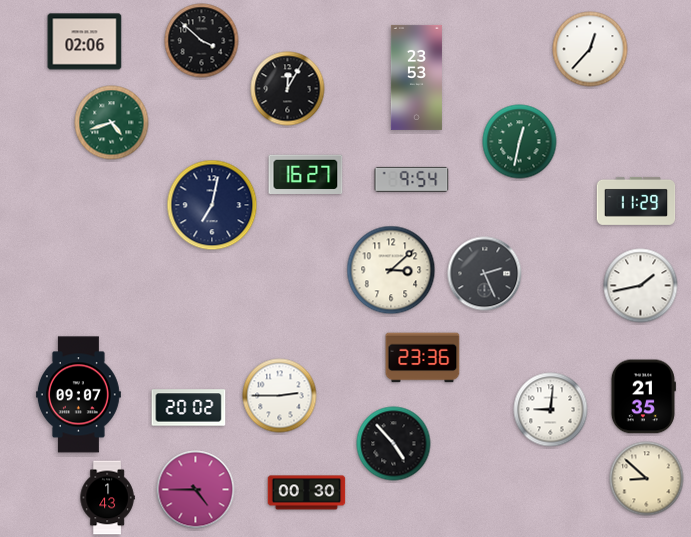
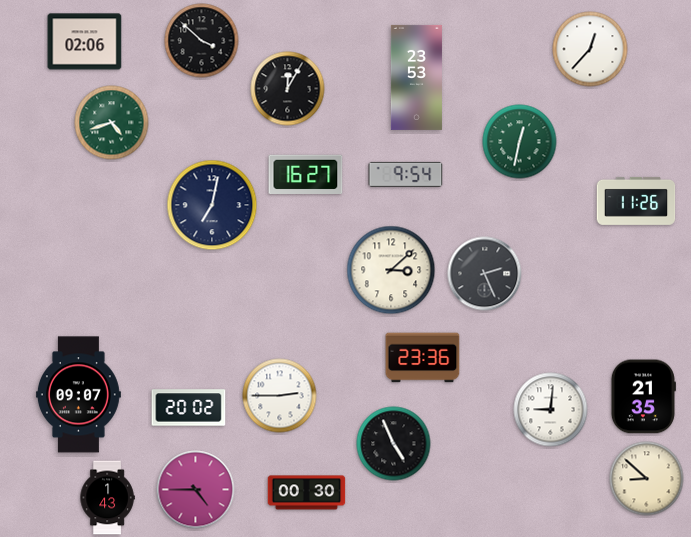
clock at (412, 179) position: (412, 179) -> (406, 174)
clock at (636, 201): 11:29 -> 11:26
clock at (641, 286): 1:43 -> none
clock at (394, 444): 4:53 -> 4:56
